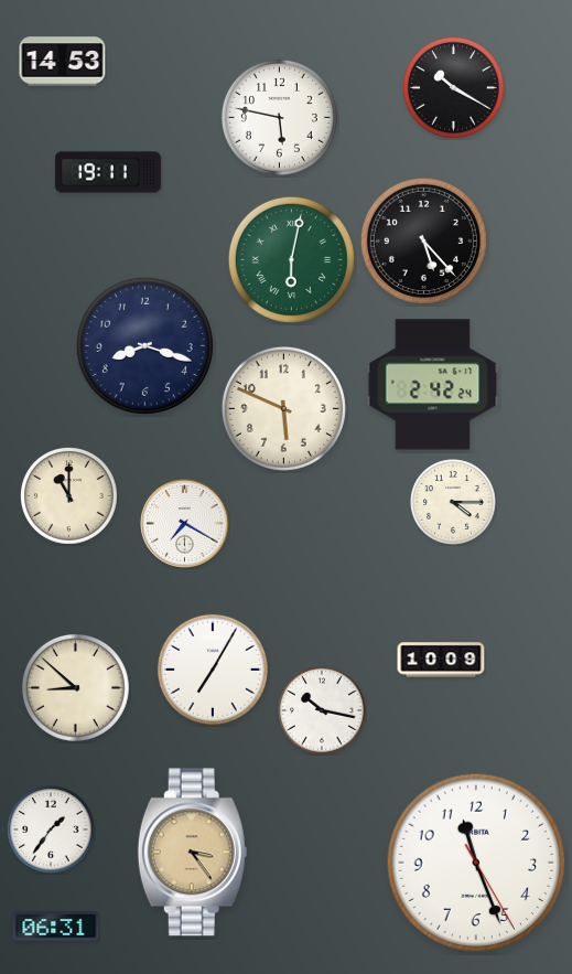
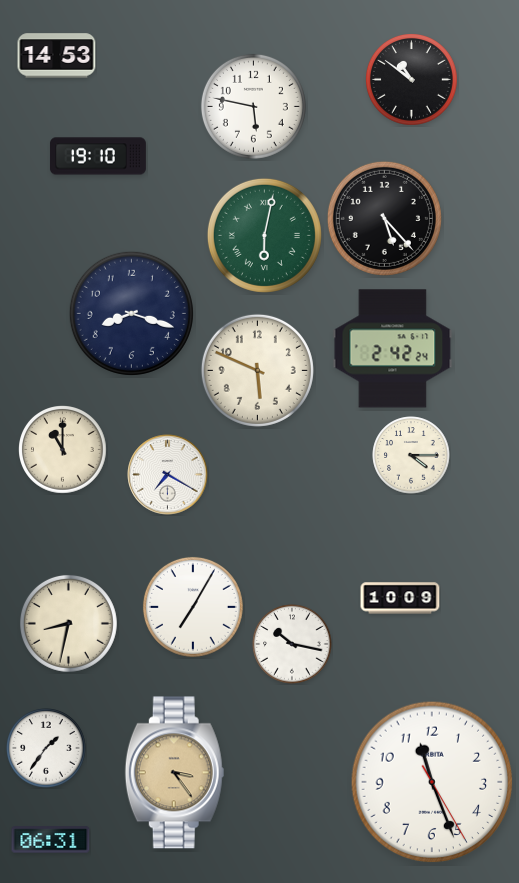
clock at (454, 88): 10:20 -> 10:51
clock at (108, 172): 19:11 -> 19:10
clock at (75, 687): 8:52 -> 8:32
clock at (51, 829) position: (51, 829) -> (46, 748)
